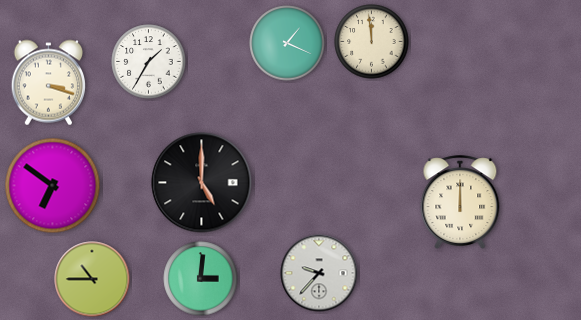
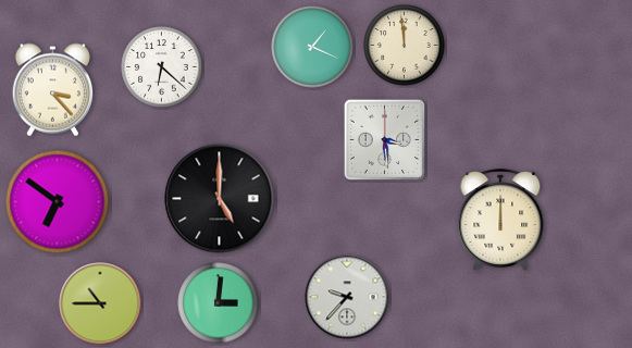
clock at (149, 62): 1:35 -> 6:22
clock at (48, 83): 3:18 -> 3:23
clock at (384, 139): none -> 3:29
